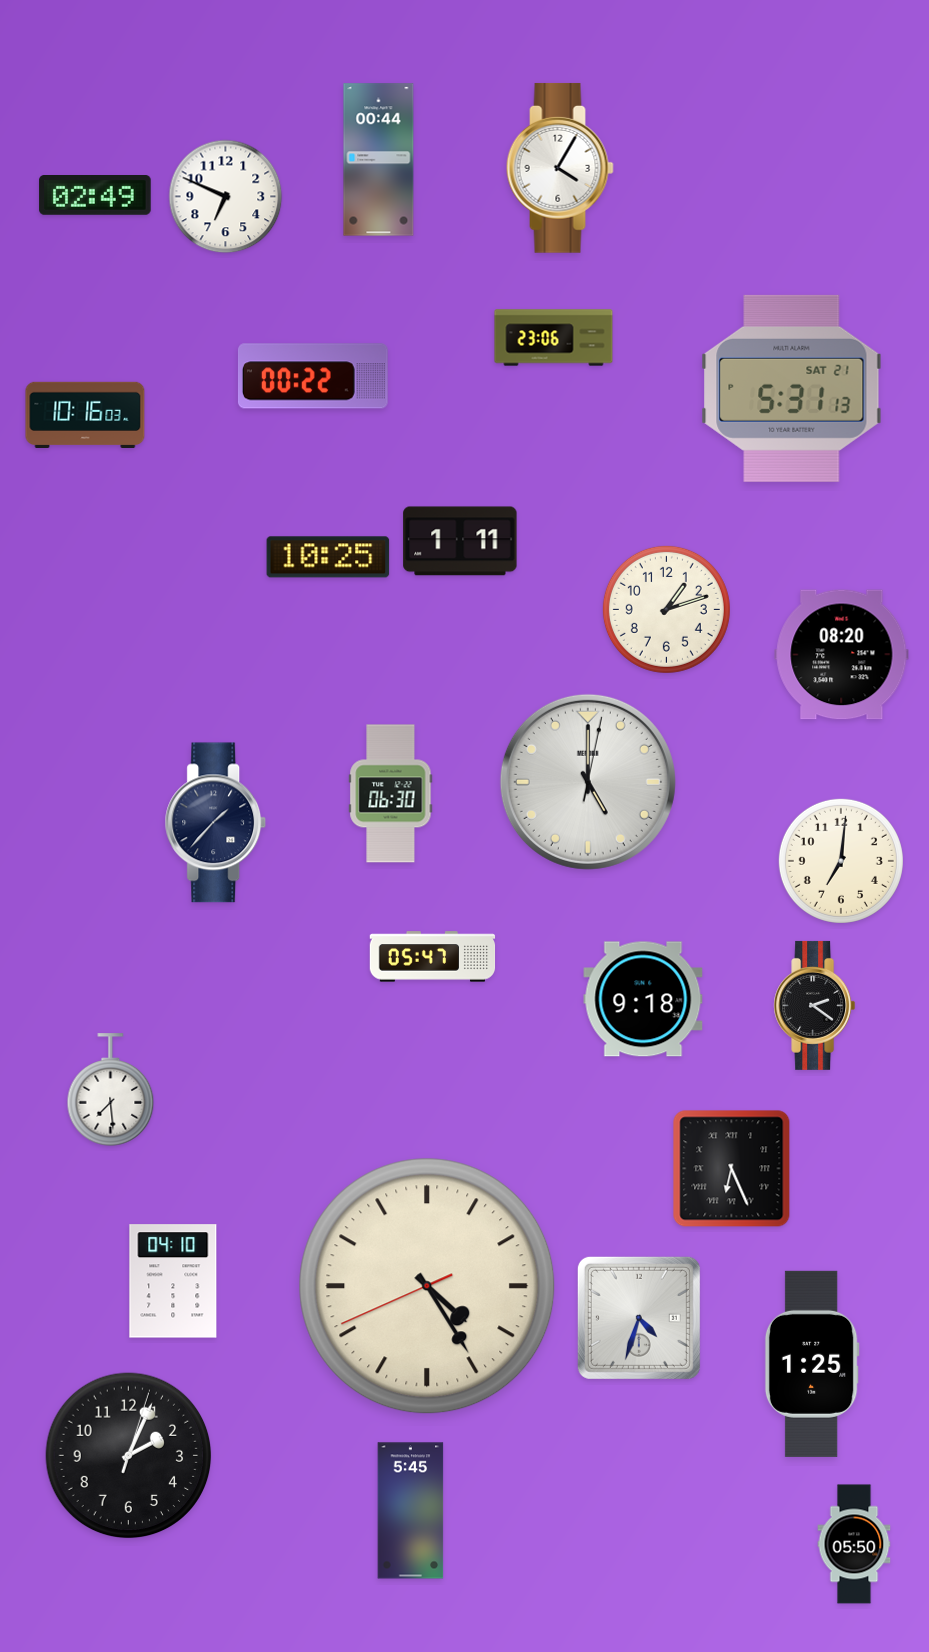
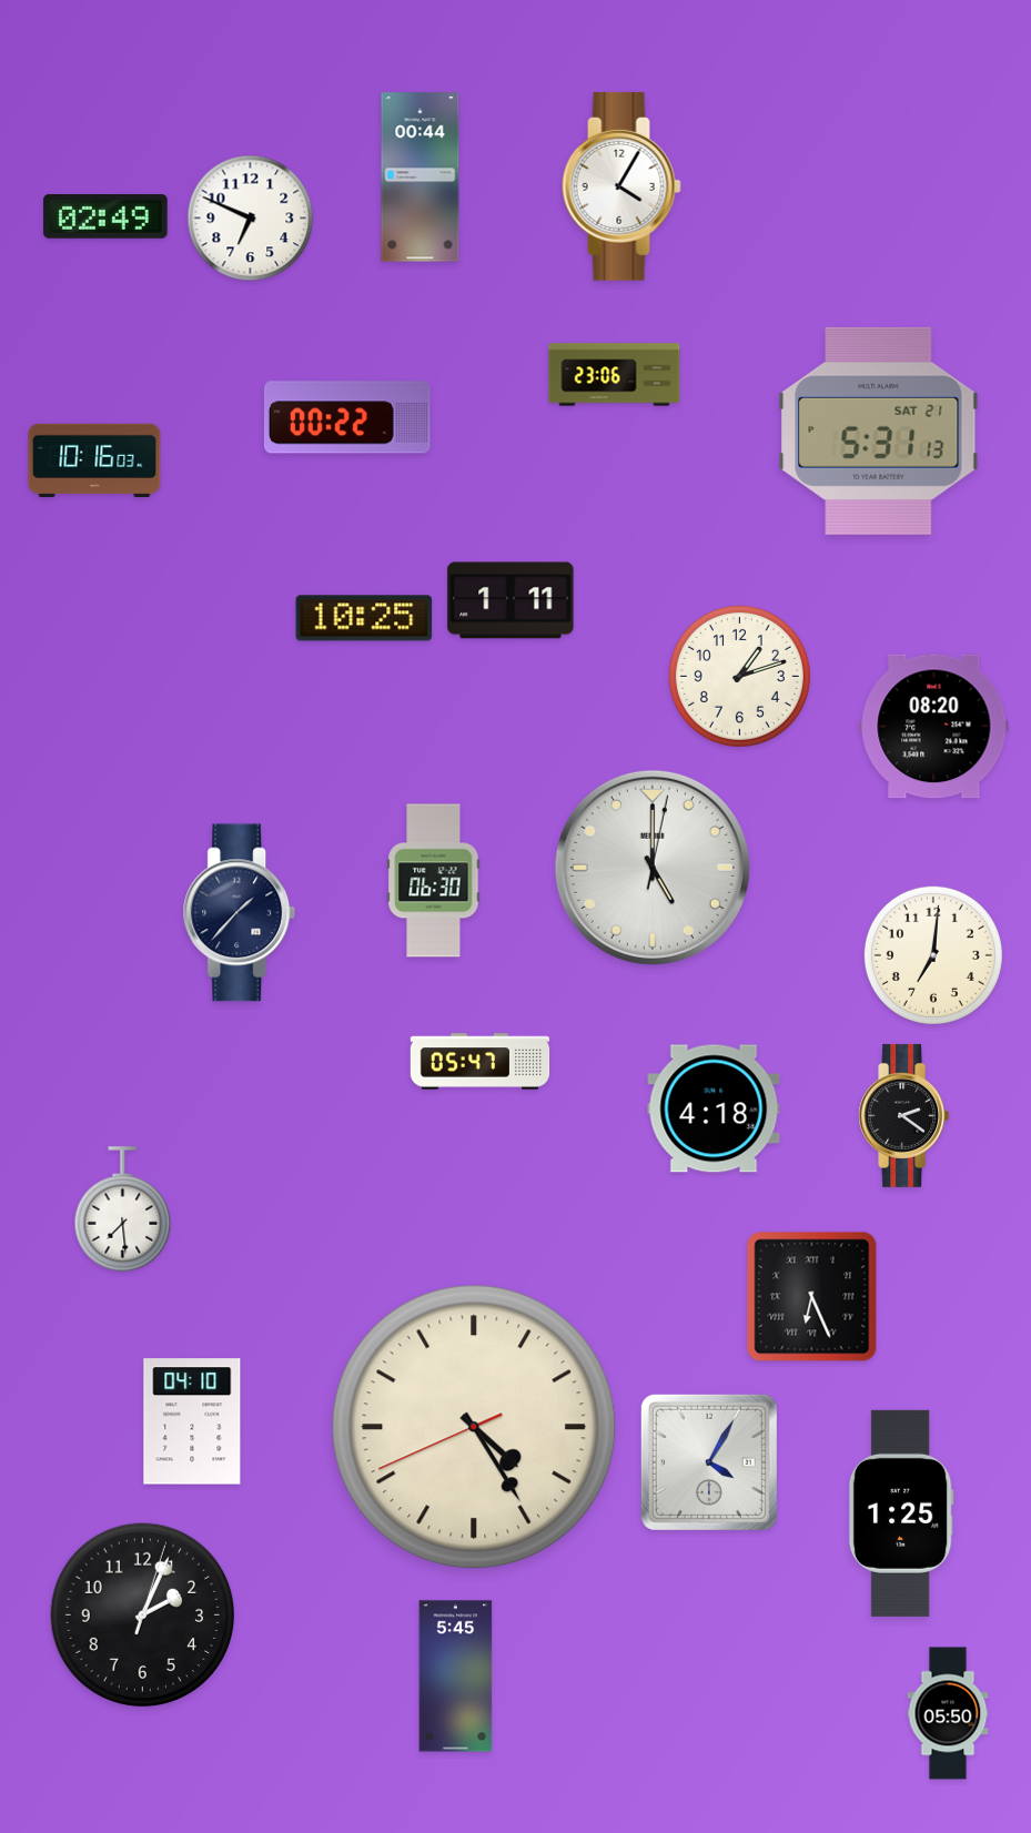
clock at (643, 999): 9:18 -> 4:18
clock at (639, 1318): 4:33 -> 4:05
